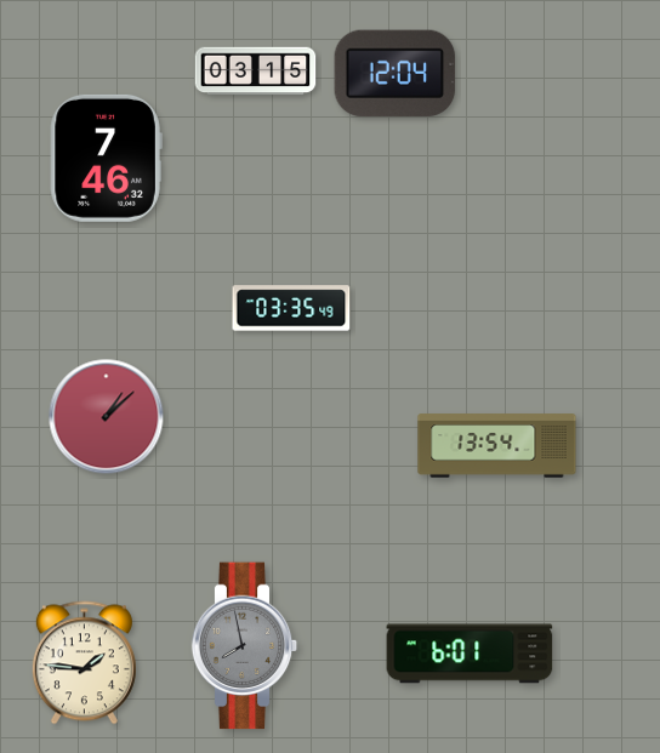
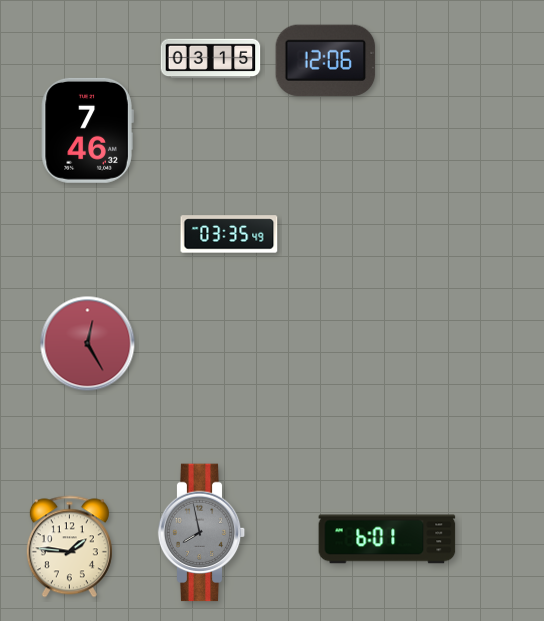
clock at (396, 74): 12:04 -> 12:06
clock at (291, 308) position: (291, 308) -> (229, 234)
clock at (107, 417): 1:08 -> 12:25
clock at (497, 446): 13:54 -> none
